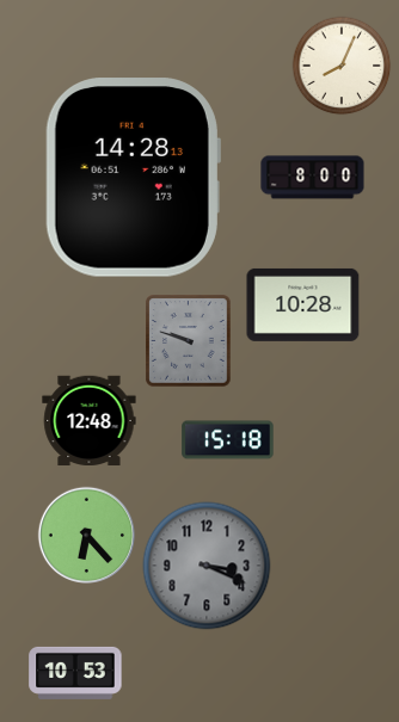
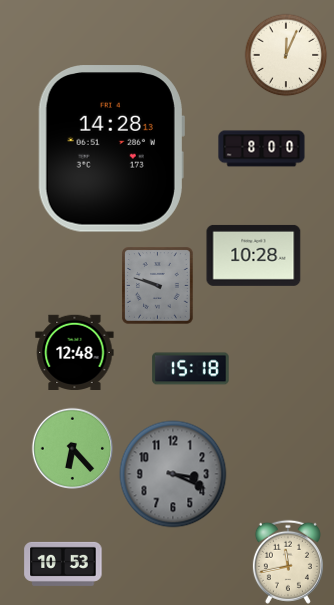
clock at (342, 66): 8:04 -> 12:04
clock at (288, 562): none -> 11:43
